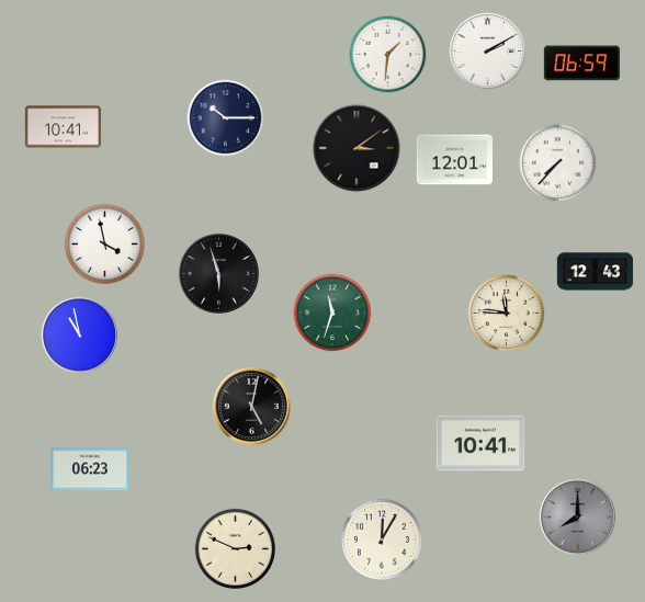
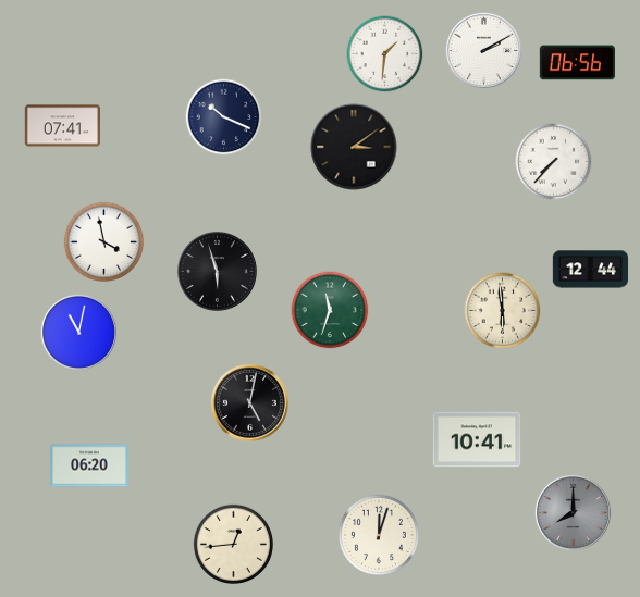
clock at (581, 64): 06:59 -> 06:56
clock at (226, 118): 10:15 -> 10:19
clock at (63, 127): 10:41 -> 07:41
clock at (454, 160): 12:01 -> none
clock at (595, 272): 12:43 -> 12:44
clock at (507, 314): 11:46 -> 5:59
clock at (79, 334): 10:58 -> 11:02
clock at (90, 469): 06:23 -> 06:20
clock at (382, 539): 12:05 -> 12:03
clock at (235, 548): 2:49 -> 12:44
